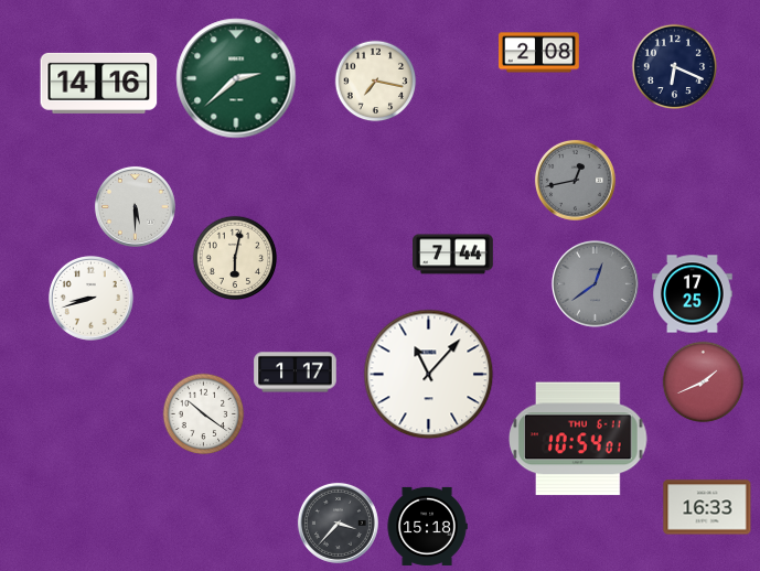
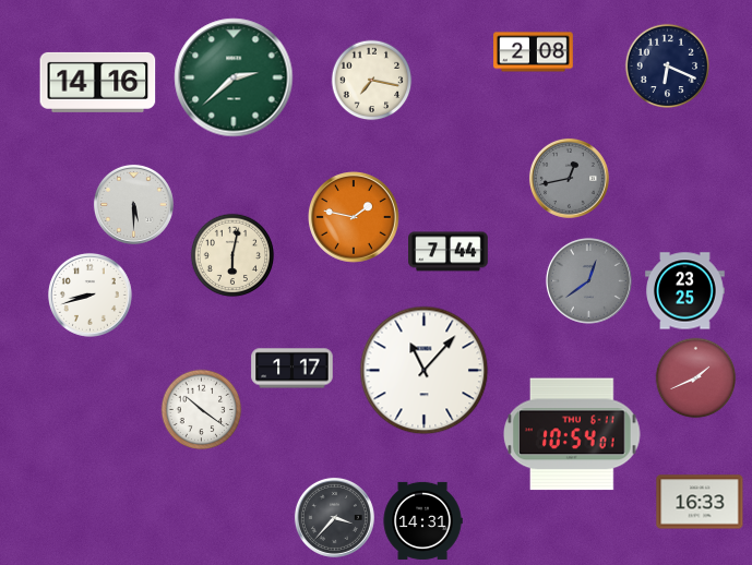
clock at (355, 218): none -> 1:47
clock at (693, 294): 17:25 -> 23:25
clock at (427, 526): 15:18 -> 14:31
